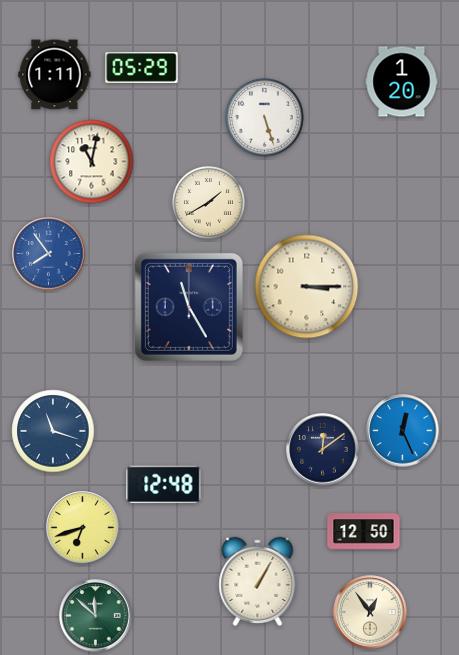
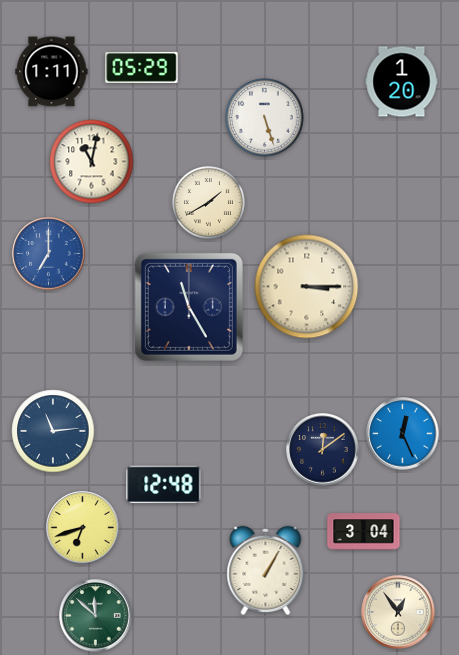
clock at (55, 75) position: (55, 75) -> (52, 72)
clock at (49, 254): 7:54 -> 7:00
clock at (53, 431): 11:18 -> 11:14
clock at (403, 431) position: (403, 431) -> (403, 434)
clock at (364, 532): 12:50 -> 3:04
clock at (258, 581) position: (258, 581) -> (266, 570)
clock at (370, 612) position: (370, 612) -> (398, 612)
